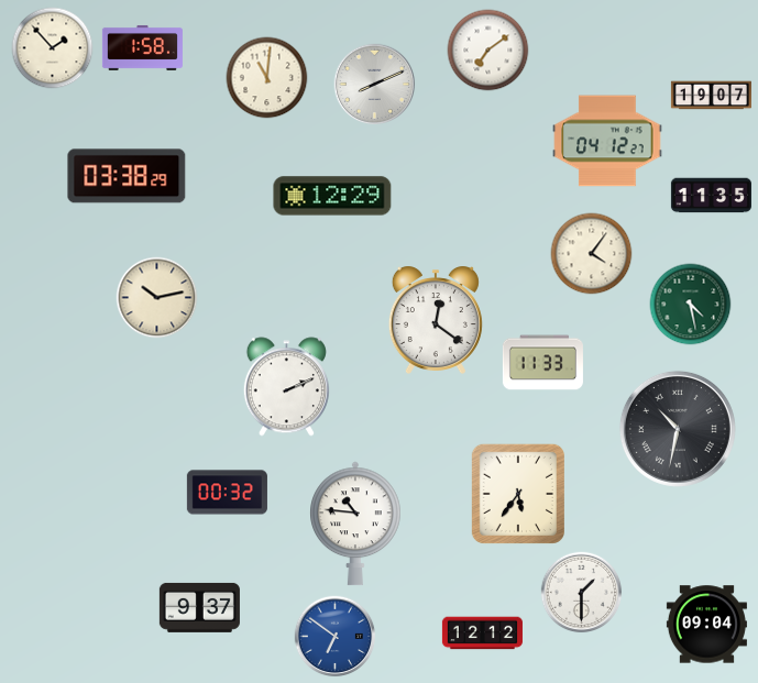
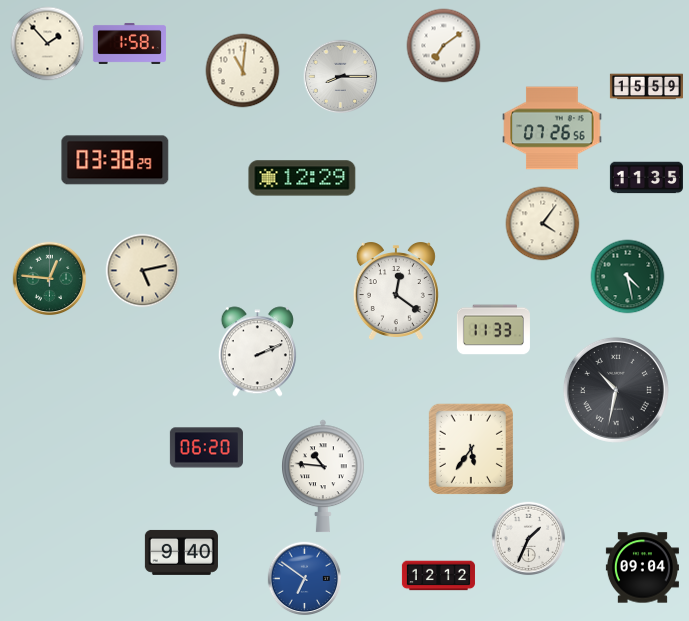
clock at (375, 85): 8:11 -> 8:15
clock at (711, 96): 19:07 -> 15:59
clock at (607, 141): 04:12 -> 07:26
clock at (592, 254) position: (592, 254) -> (543, 224)
clock at (157, 298): 10:13 -> 5:13
clock at (50, 279): none -> 12:46
clock at (286, 387) position: (286, 387) -> (257, 352)
clock at (227, 493): 00:32 -> 06:20
clock at (582, 593): 1:30 -> 1:34
clock at (199, 607): 9:37 -> 9:40
